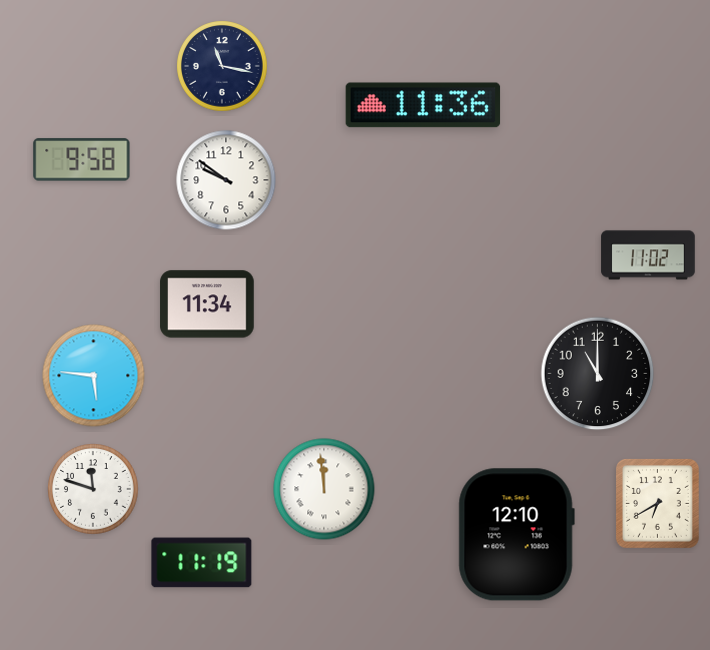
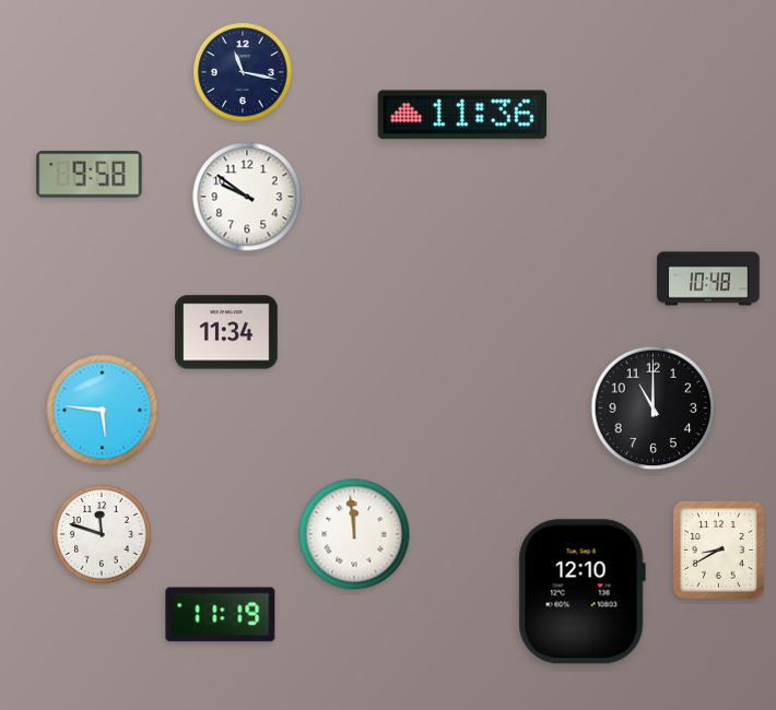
clock at (648, 255): 11:02 -> 10:48
clock at (657, 503): 6:40 -> 8:40
clock at (516, 535) position: (516, 535) -> (581, 592)
